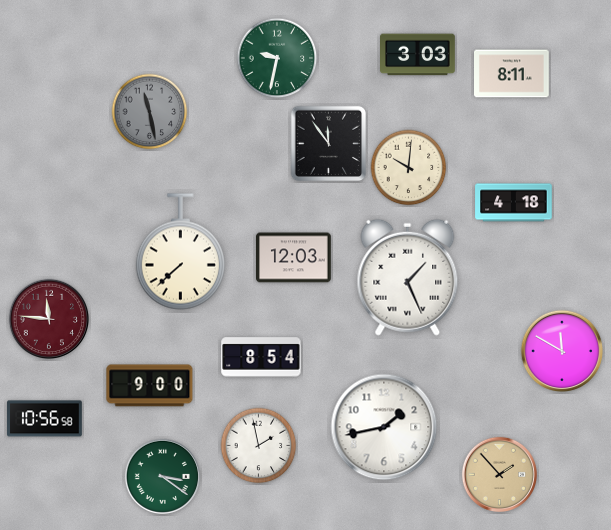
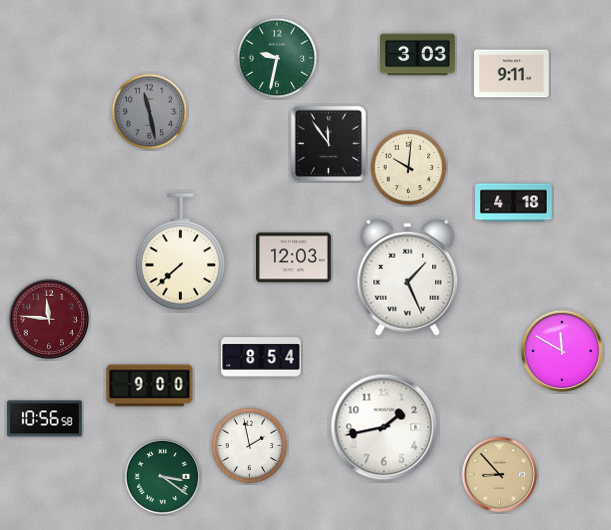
clock at (512, 74): 8:11 -> 9:11
clock at (259, 446) position: (259, 446) -> (250, 446)
clock at (499, 474): 1:53 -> 8:53
